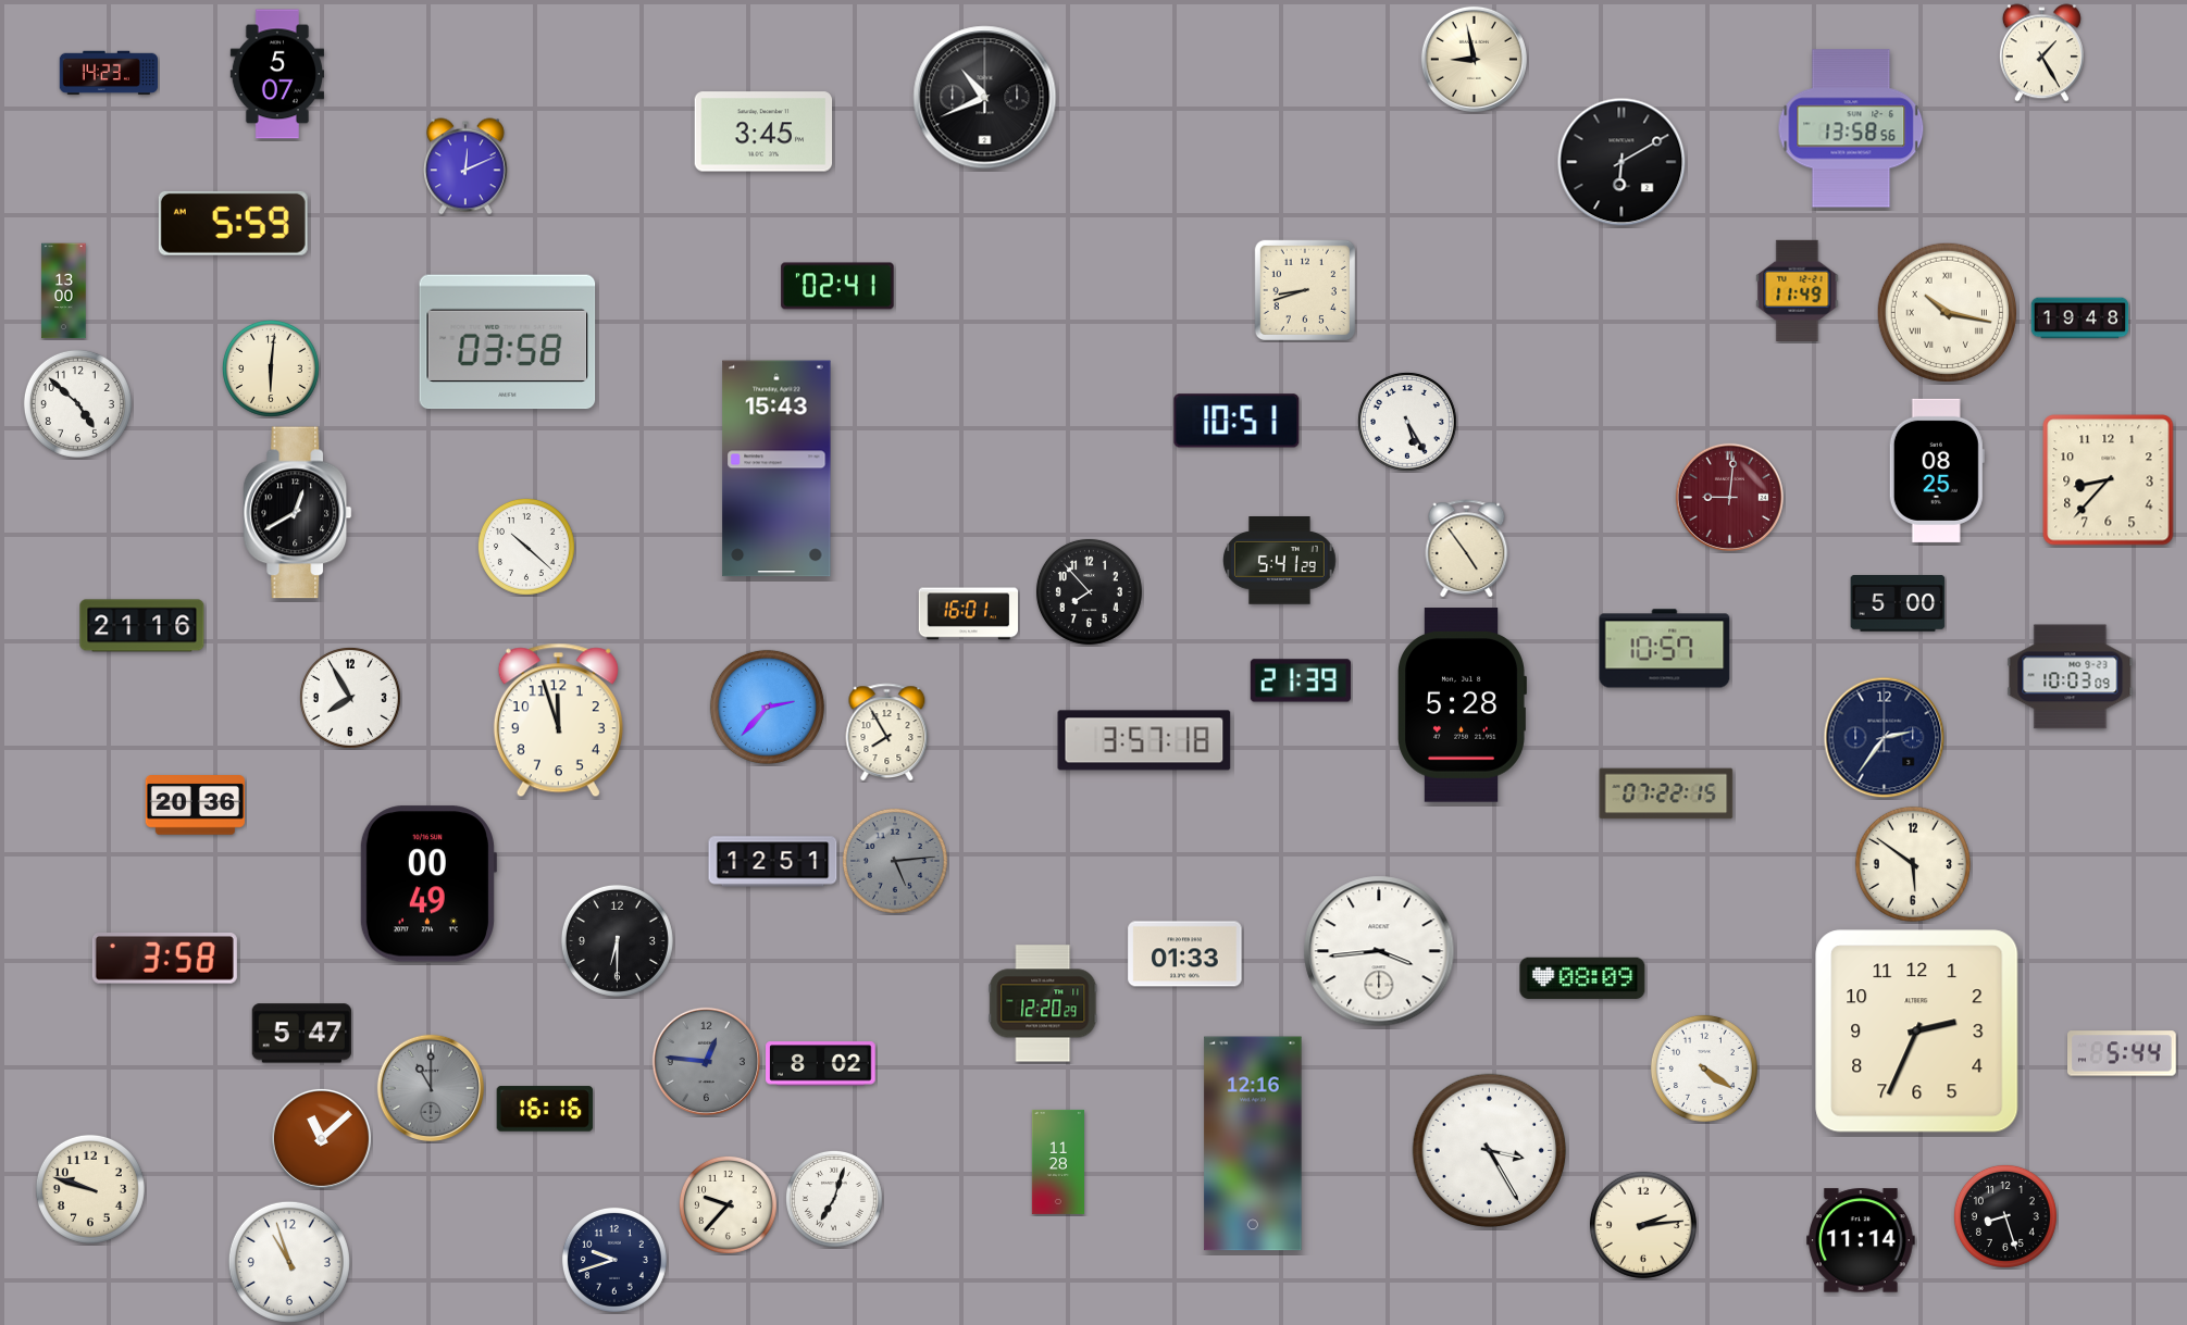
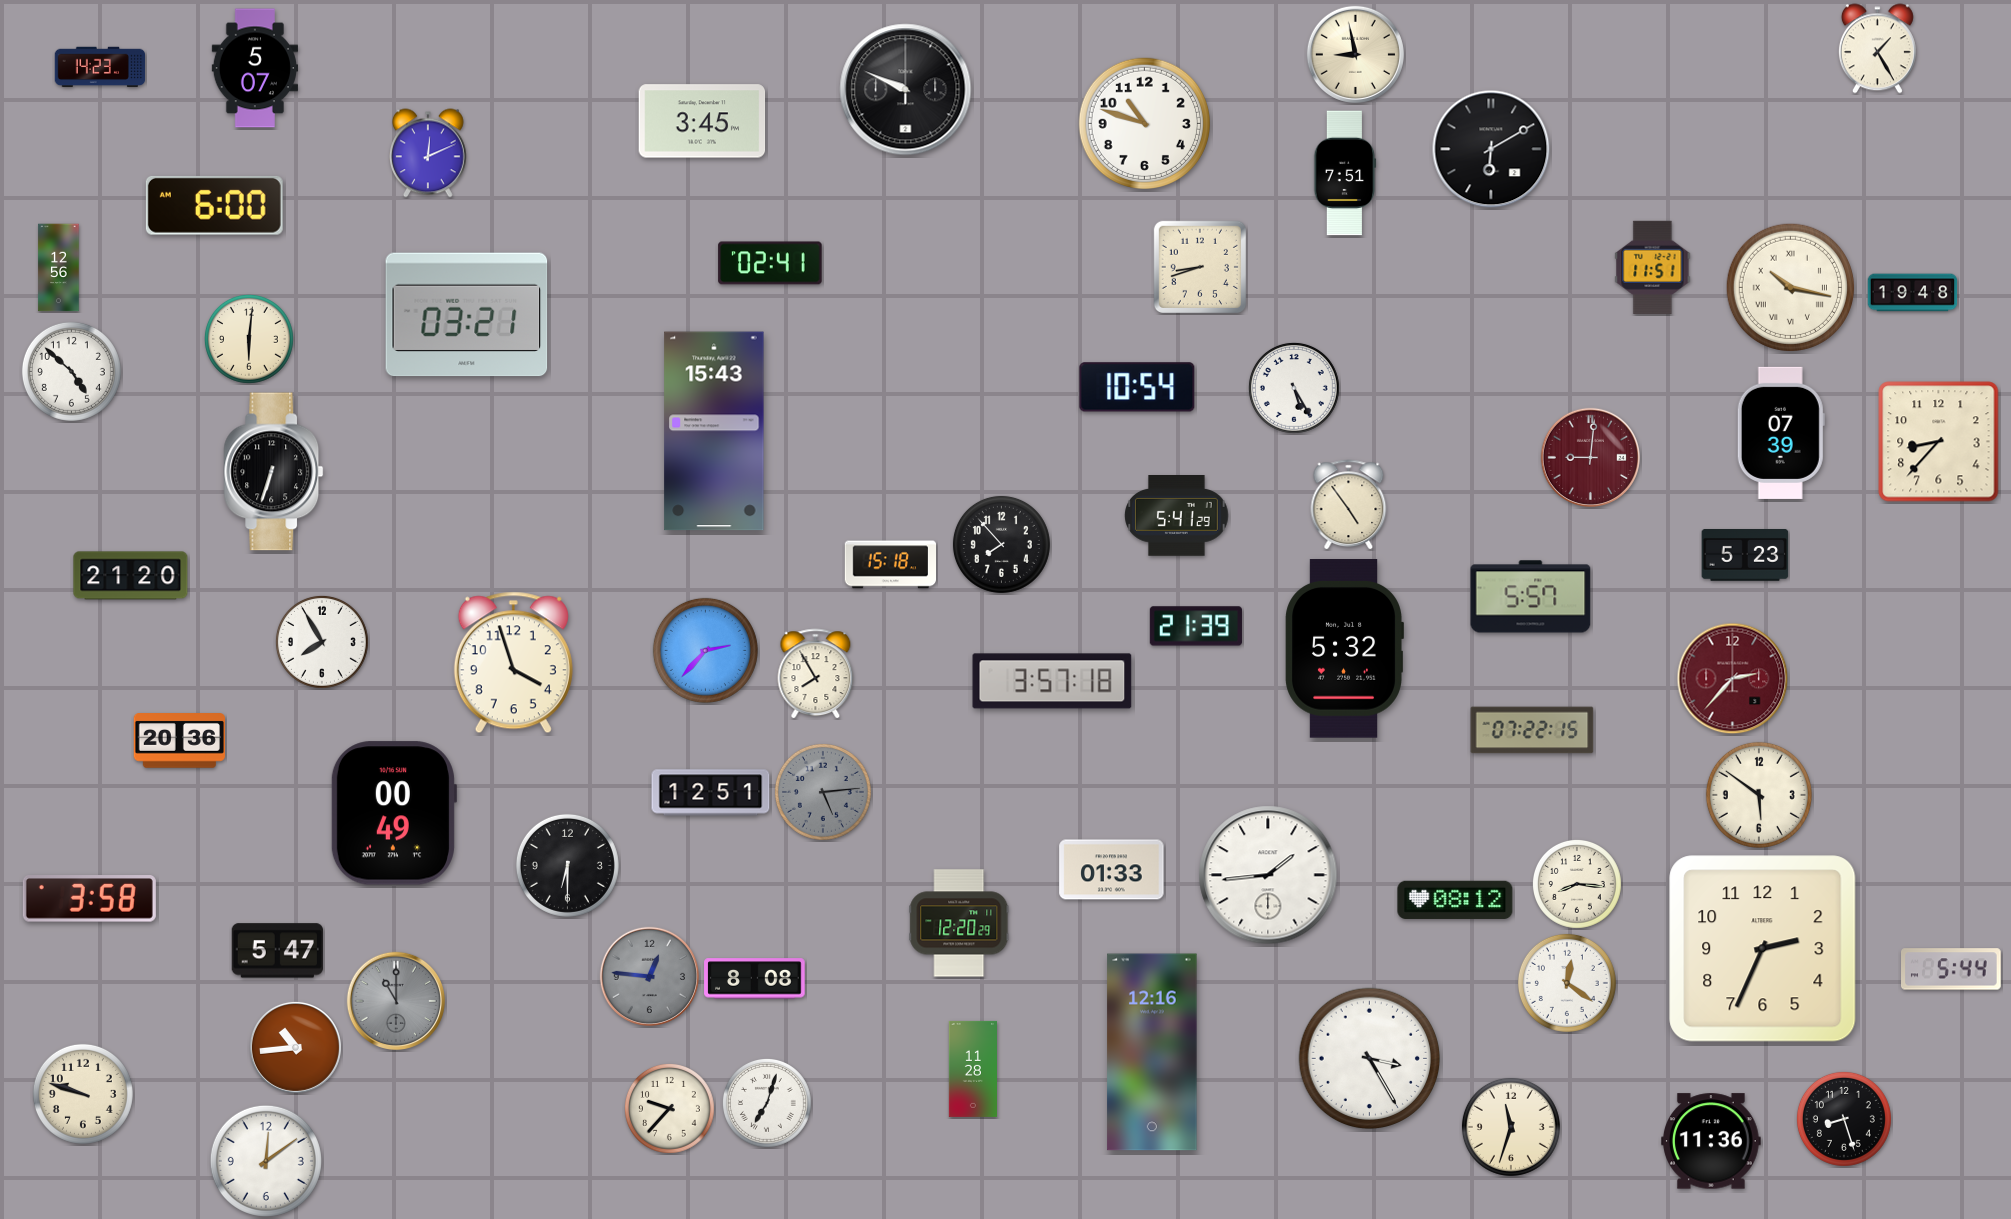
clock at (985, 98): 10:41 -> 9:49
clock at (1851, 128): 13:58 -> none
clock at (1144, 123): none -> 10:48
clock at (1345, 173): none -> 7:51
clock at (233, 223): 5:59 -> 6:00
clock at (1798, 290): 11:49 -> 11:51
clock at (64, 291): 13:00 -> 12:56
clock at (508, 342): 03:58 -> 03:21
clock at (1237, 421): 10:51 -> 10:54
clock at (1937, 471): 08:25 -> 07:39
clock at (298, 513): 12:40 -> 6:33
clock at (526, 547): 10:22 -> none
clock at (1898, 604): 5:00 -> 5:23
clock at (968, 614): 16:01 -> 15:18
clock at (142, 626): 21:16 -> 21:20
clock at (1665, 649): 10:57 -> 5:57
clock at (2071, 677): 10:03 -> none
clock at (1462, 705): 5:28 -> 5:32
clock at (558, 721): 11:57 -> 3:57
clock at (1885, 738): 2:36 -> 2:37
clock at (1885, 738) dial: navy -> burgundy
clock at (1379, 951): 3:44 -> 1:44
clock at (1185, 954) position: (1185, 954) -> (1112, 870)
clock at (164, 959) position: (164, 959) -> (89, 899)
clock at (1577, 884): none -> 8:16
clock at (1582, 977): 08:09 -> 08:12
clock at (821, 1064): 8:02 -> 8:08
clock at (1704, 1068): 4:21 -> 12:21
clock at (545, 1109): 16:16 -> none
clock at (321, 1138): 11:08 -> 10:44
clock at (1643, 1225): 2:14 -> 11:33
clock at (1862, 1240): 11:14 -> 11:36
clock at (614, 1260): 9:42 -> none
clock at (289, 1262): 10:57 -> 12:09
